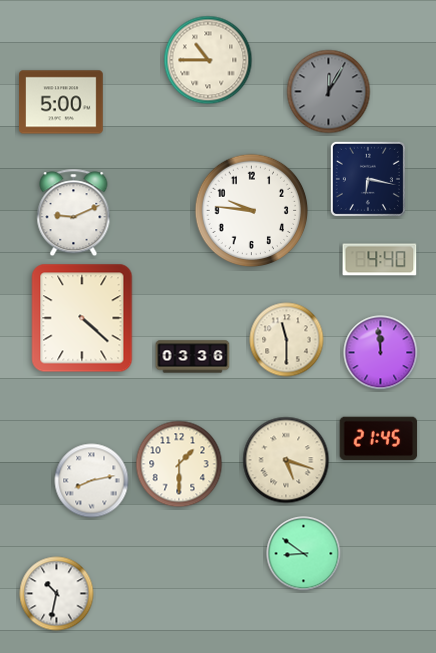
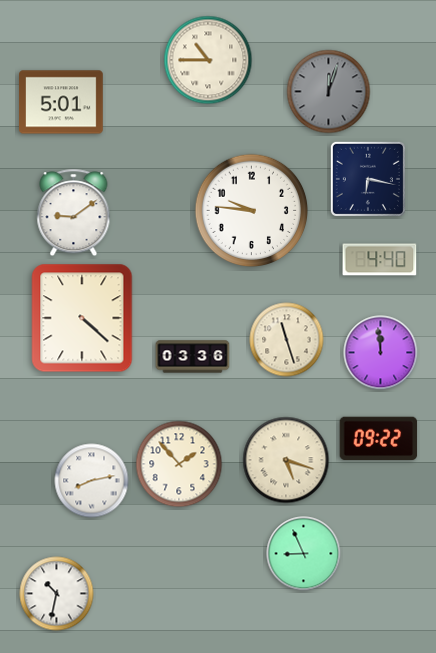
clock at (329, 92): 12:05 -> 12:03
clock at (62, 102): 5:00 -> 5:01
clock at (74, 213): 9:11 -> 9:09
clock at (287, 340): 11:30 -> 11:27
clock at (379, 439): 21:45 -> 09:22
clock at (179, 464): 1:30 -> 1:53
clock at (304, 554): 8:51 -> 8:56
